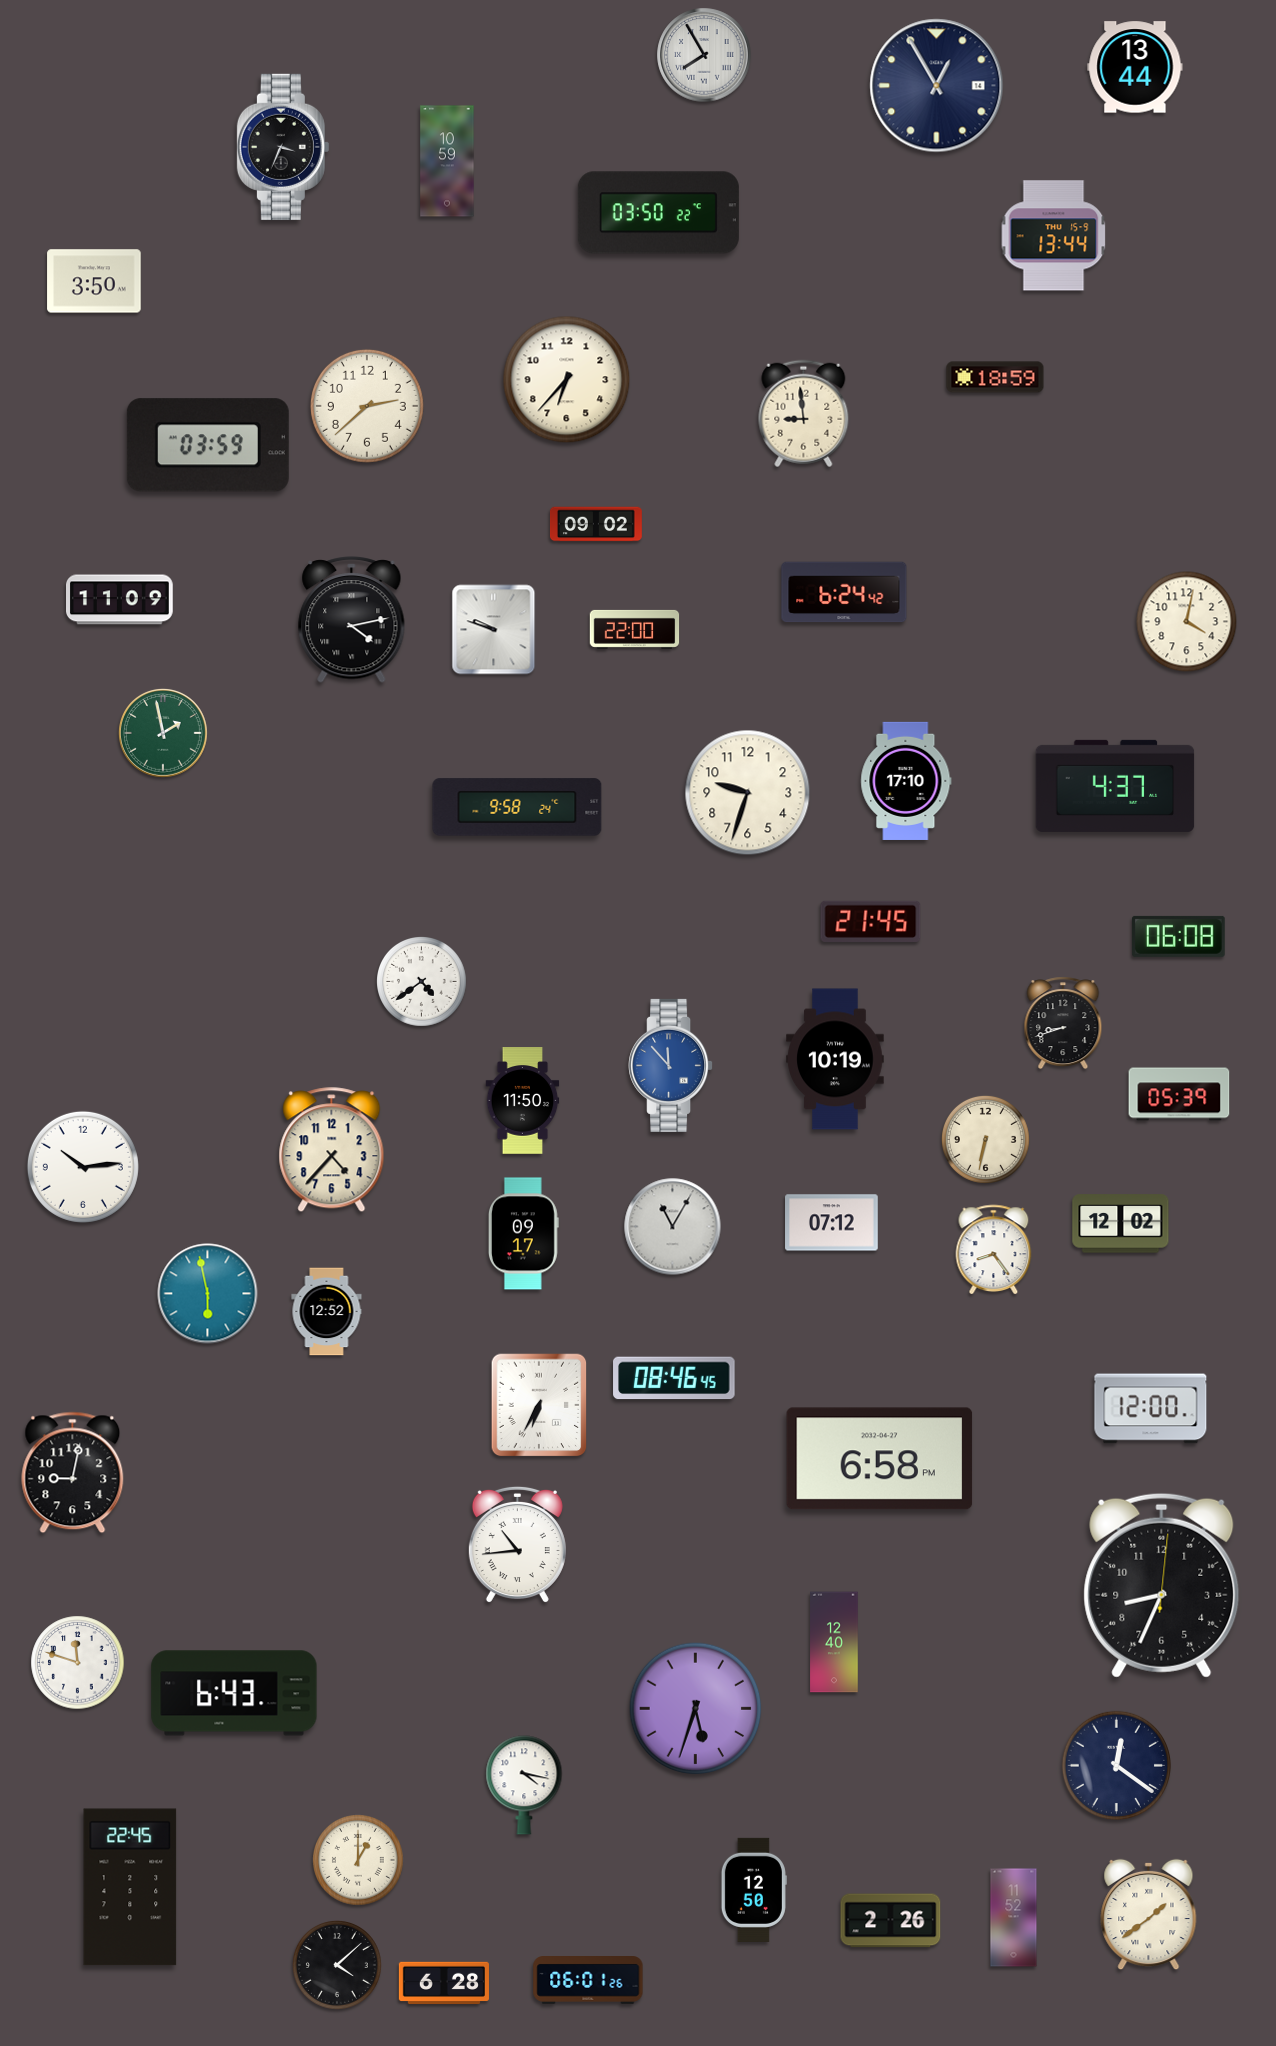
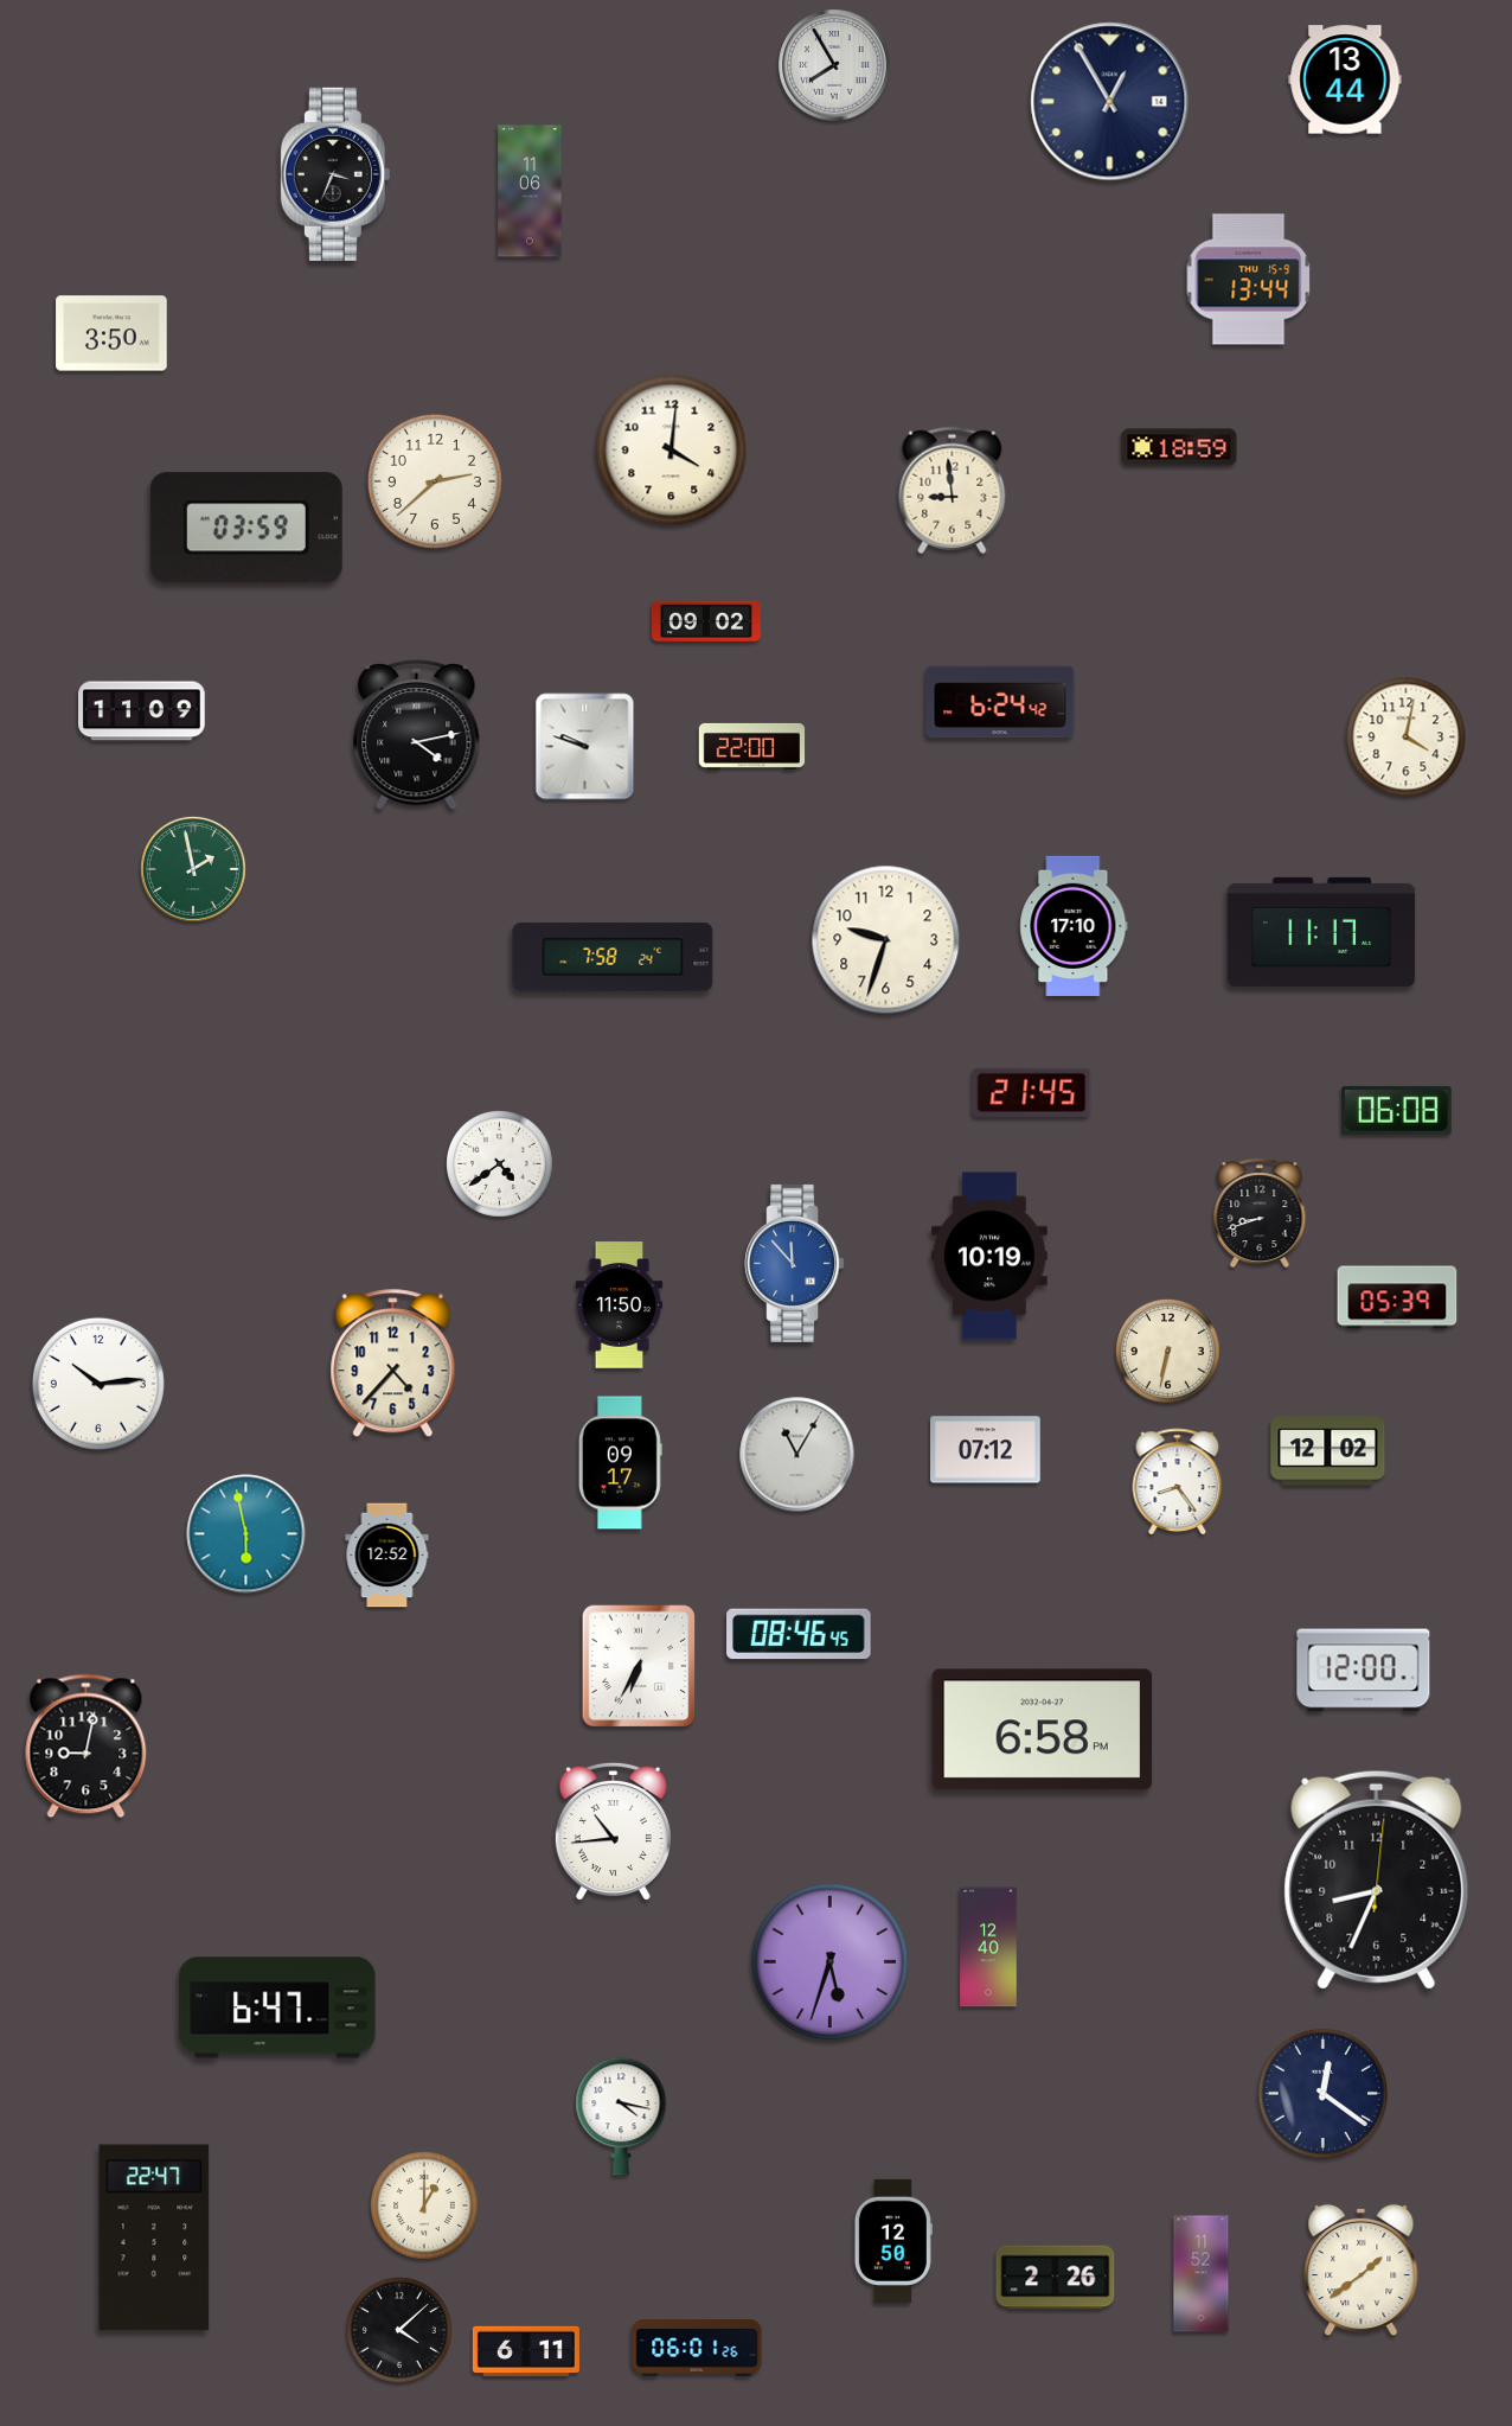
clock at (447, 161): 10:59 -> 11:06
clock at (658, 213): 03:50 -> none
clock at (567, 380): 6:37 -> 4:01
clock at (1115, 786): 4:37 -> 11:17
clock at (517, 807): 9:58 -> 7:58
clock at (78, 1663): 11:48 -> none
clock at (234, 1693): 6:43 -> 6:47
clock at (696, 1709) position: (696, 1709) -> (831, 1962)
clock at (130, 1887): 22:45 -> 22:47
clock at (444, 1982): 6:28 -> 6:11
